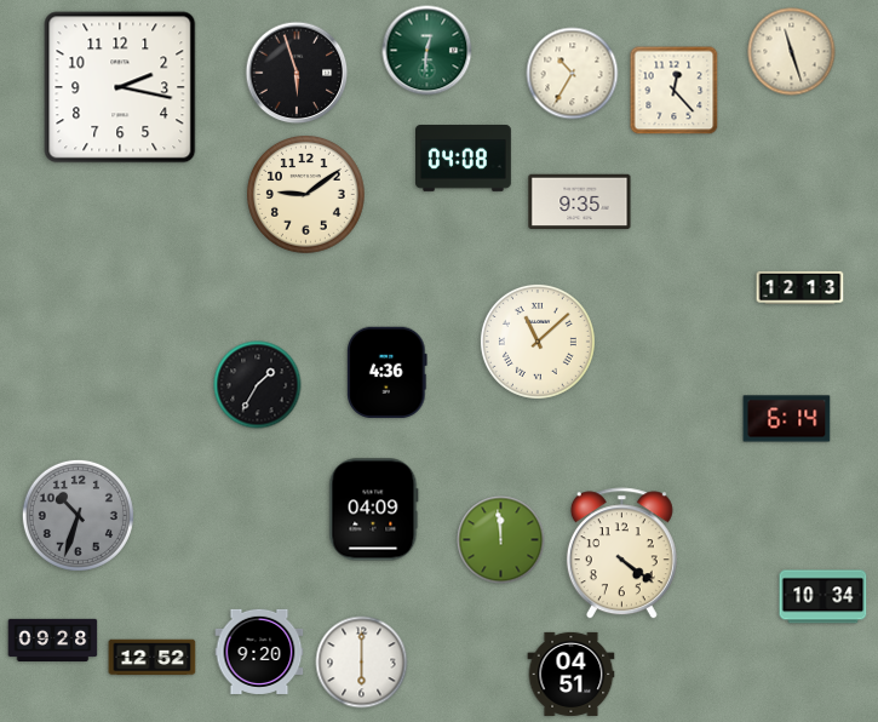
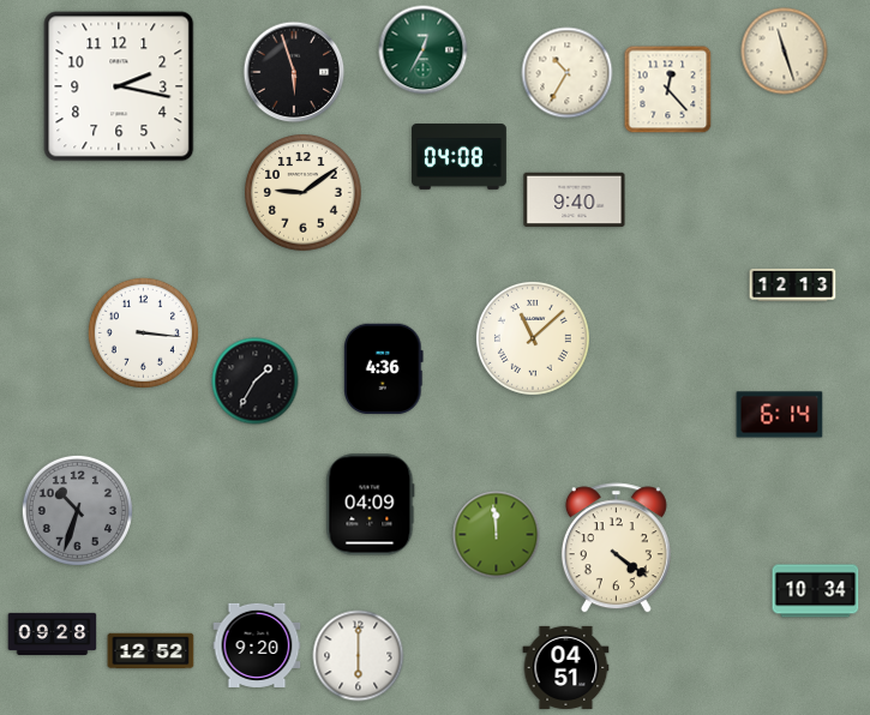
clock at (427, 51): 12:31 -> 12:35
clock at (580, 202): 9:35 -> 9:40
clock at (143, 332): none -> 3:16
